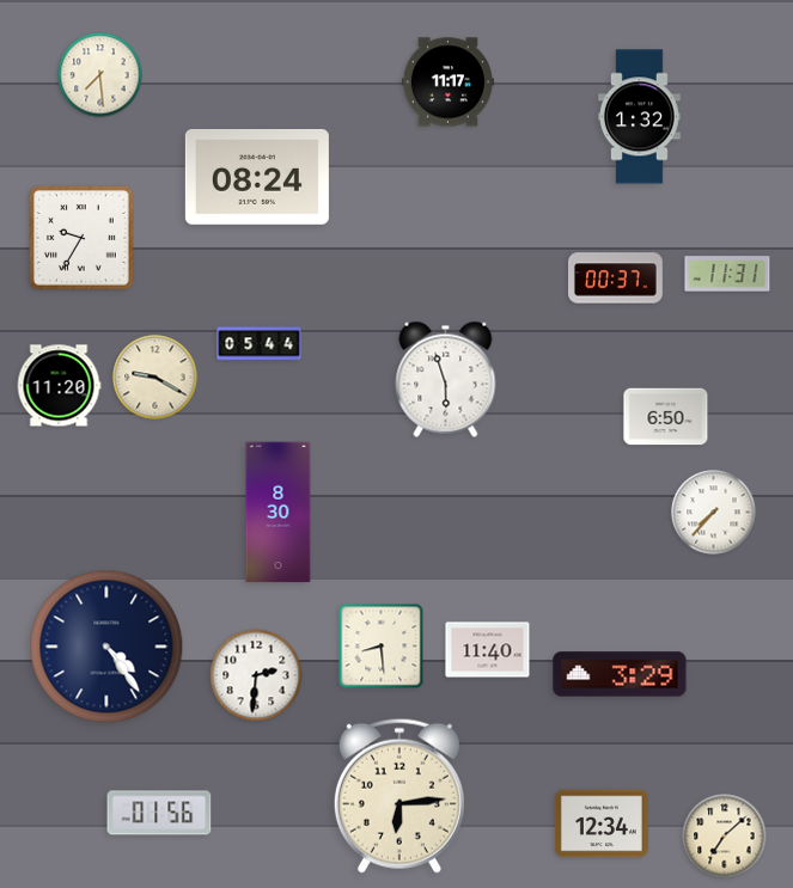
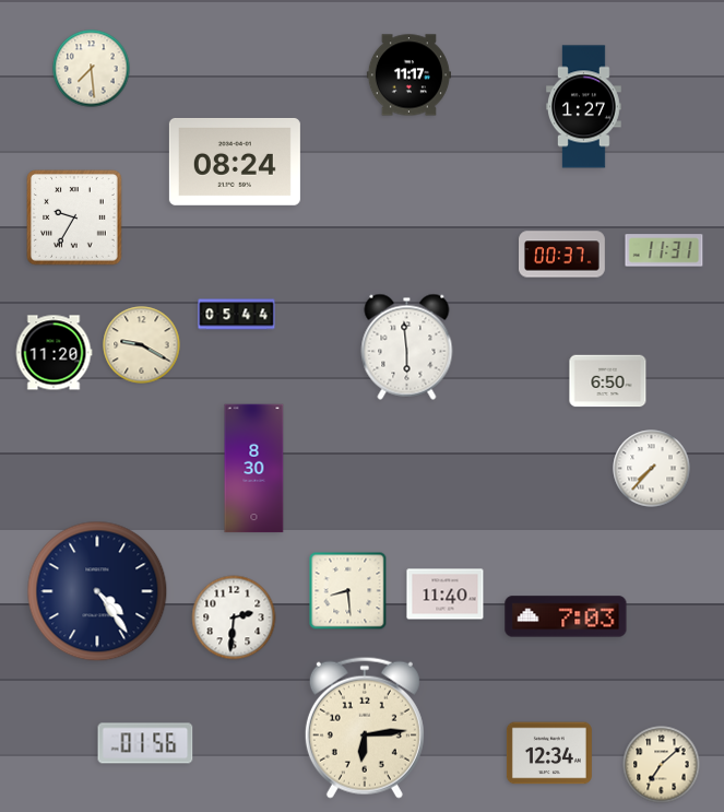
clock at (640, 117): 1:32 -> 1:27
clock at (446, 379): 5:57 -> 5:59
clock at (620, 674): 3:29 -> 7:03
